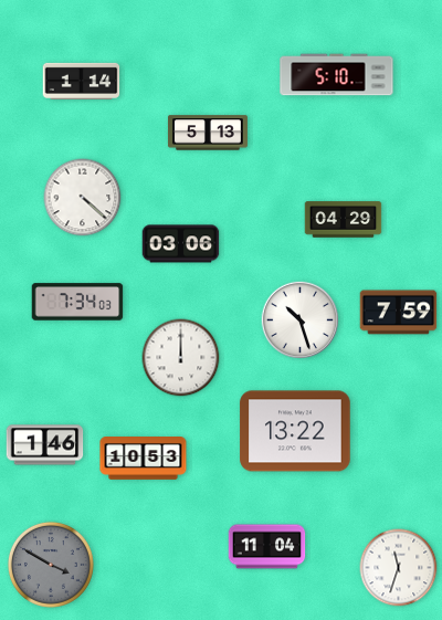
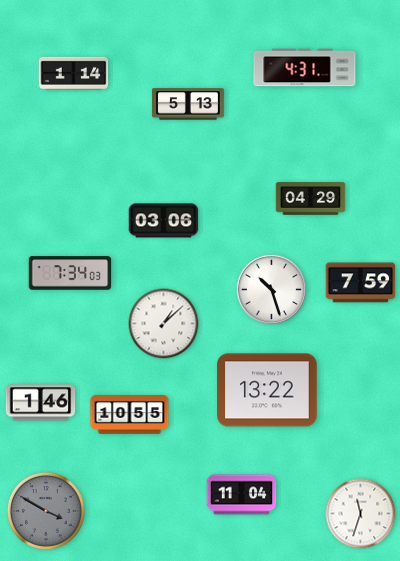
clock at (337, 75): 5:10 -> 4:31
clock at (208, 133) position: (208, 133) -> (188, 104)
clock at (83, 198): 4:22 -> none
clock at (181, 358): 12:00 -> 1:08
clock at (144, 459): 10:53 -> 10:55
